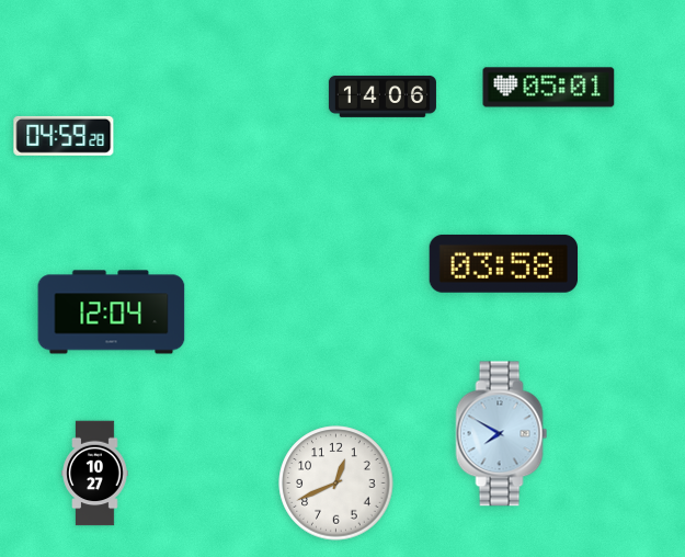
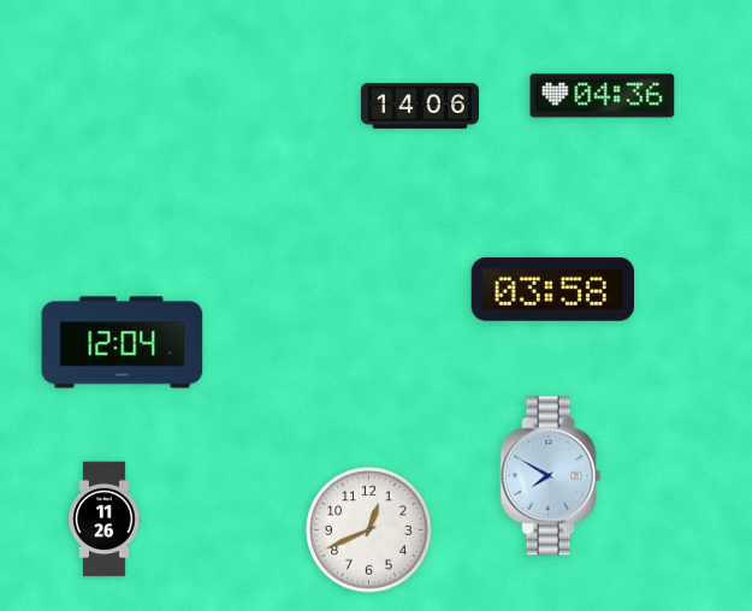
clock at (549, 88): 05:01 -> 04:36
clock at (64, 136): 04:59 -> none
clock at (95, 474): 10:27 -> 11:26
